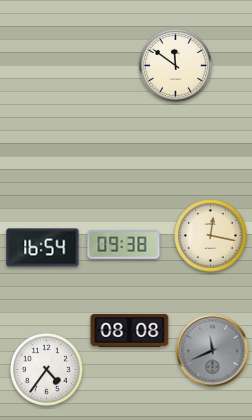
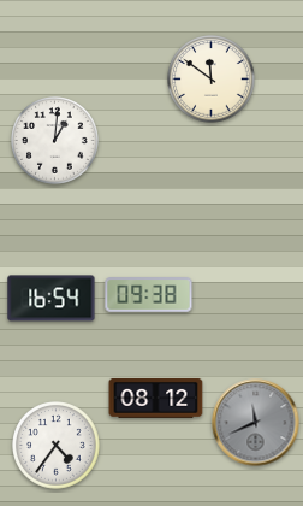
clock at (55, 141): none -> 1:01
clock at (211, 236): 12:17 -> none
clock at (130, 330): 08:08 -> 08:12
